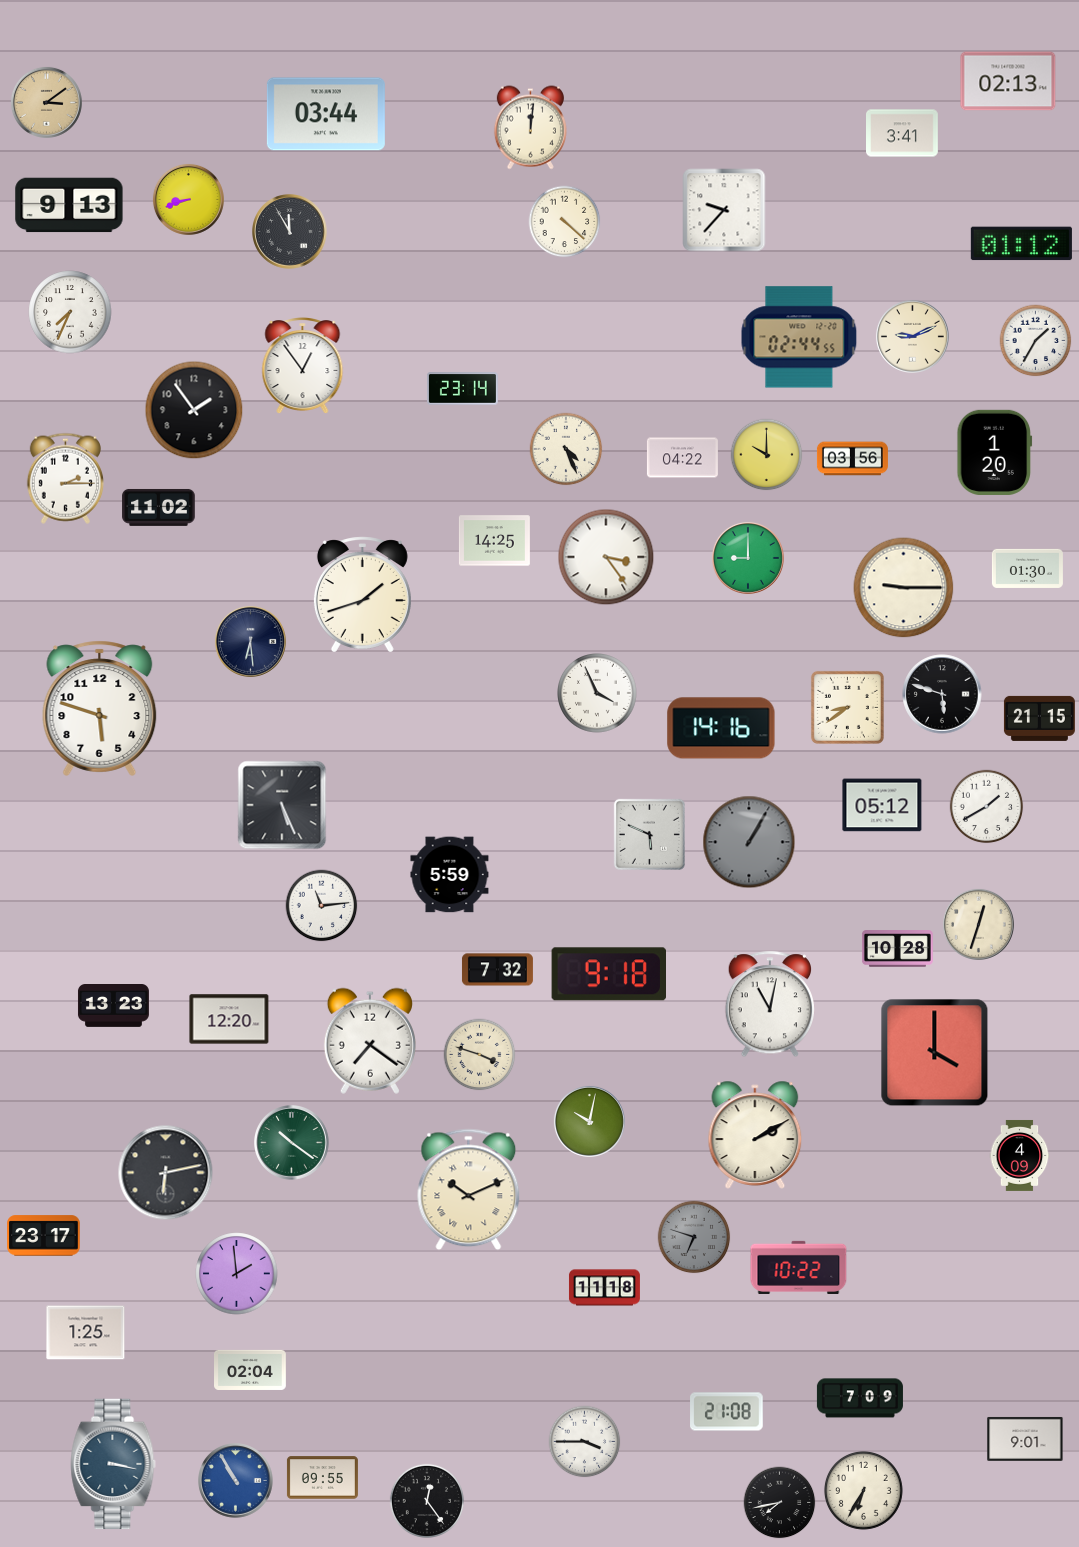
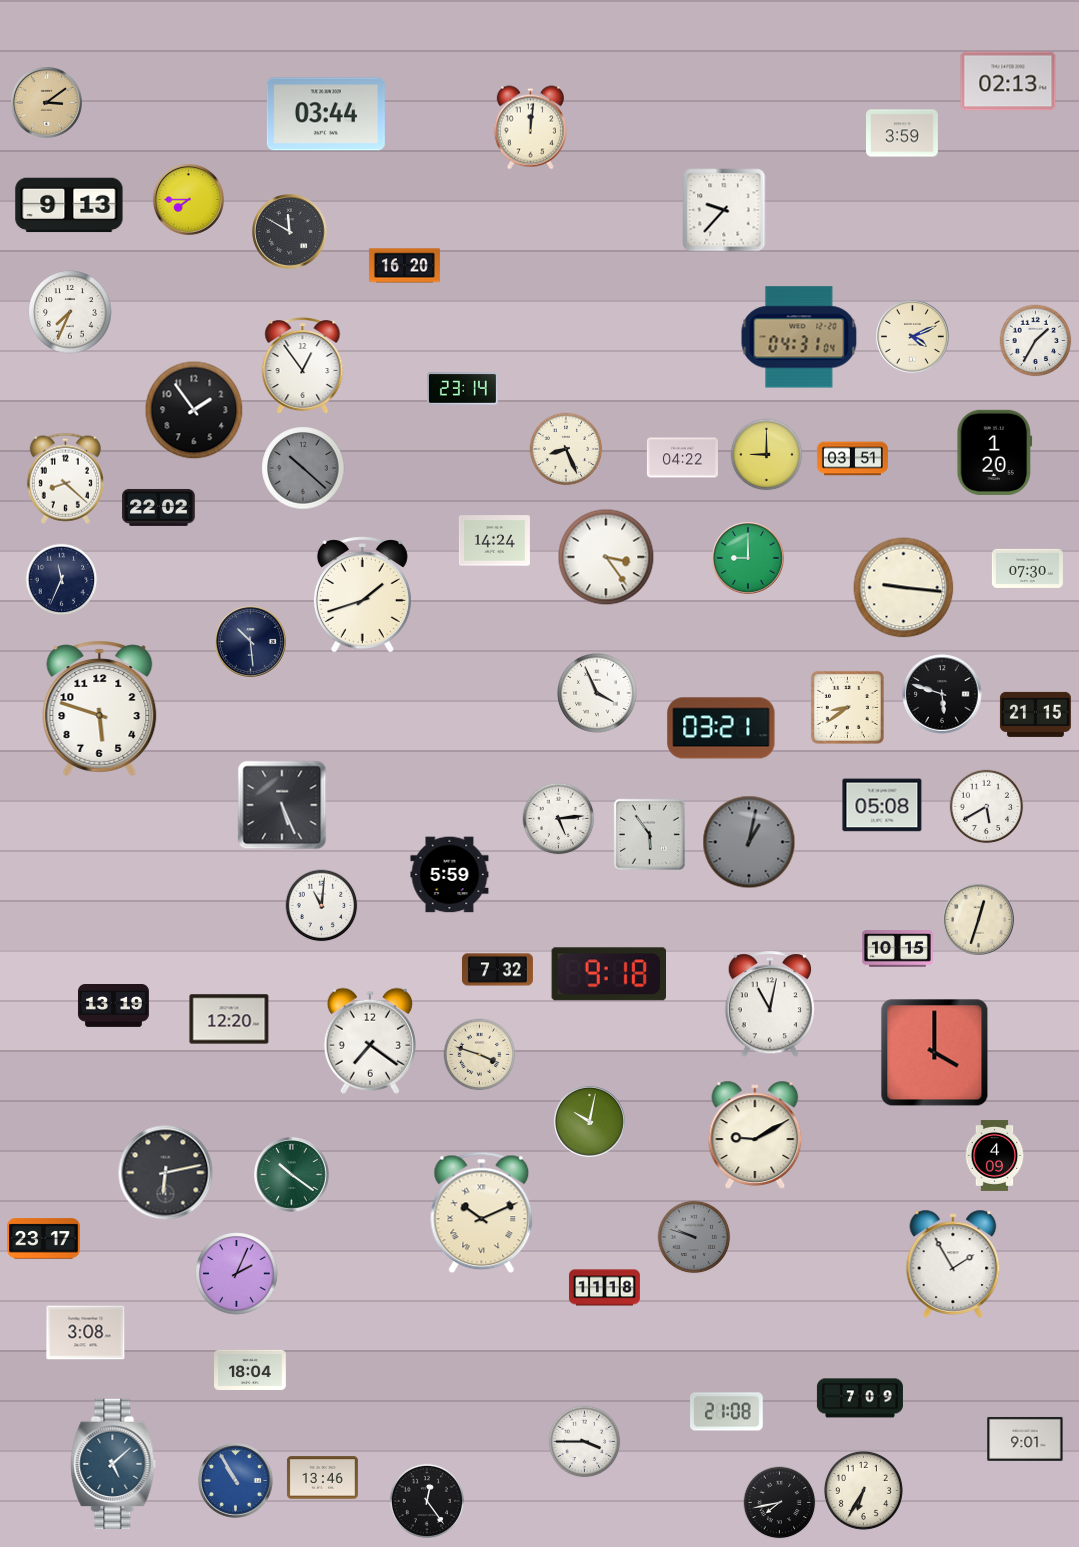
clock at (903, 133): 3:41 -> 3:59
clock at (188, 199): 8:42 -> 7:45
clock at (565, 222): 4:22 -> none
clock at (290, 232): 11:55 -> 11:50
clock at (1021, 244): 01:12 -> none
clock at (404, 266): none -> 16:20
clock at (912, 336): 9:11 -> 4:11
clock at (799, 337): 02:44 -> 04:31
clock at (566, 449): 4:26 -> 8:26
clock at (767, 455): 10:00 -> 9:00
clock at (852, 459): 03:56 -> 03:51
clock at (303, 468): none -> 10:22
clock at (65, 478): 2:15 -> 8:22
clock at (159, 507): 11:02 -> 22:02
clock at (494, 541): 14:25 -> 14:24
clock at (1027, 568): 01:30 -> 07:30
clock at (62, 580): none -> 11:34
clock at (904, 588): 9:15 -> 9:16
clock at (250, 641): 6:29 -> 10:29
clock at (1039, 718) position: (1039, 718) -> (1035, 714)
clock at (721, 728): 14:16 -> 03:21
clock at (882, 805): 05:12 -> 05:08
clock at (987, 807): 1:40 -> 5:40
clock at (559, 819): none -> 5:14
clock at (649, 834): 5:49 -> 5:54
clock at (749, 842): 1:05 -> 1:02
clock at (322, 906): 11:14 -> 11:01
clock at (978, 924) position: (978, 924) -> (978, 919)
clock at (897, 949): 10:28 -> 10:15
clock at (113, 1006): 13:23 -> 13:19
clock at (755, 1135): 2:10 -> 9:10
clock at (292, 1143) position: (292, 1143) -> (292, 1175)
clock at (1020, 1155) position: (1020, 1155) -> (995, 1155)
clock at (469, 1190) position: (469, 1190) -> (482, 1213)
clock at (44, 1236) position: (44, 1236) -> (44, 1239)
clock at (694, 1237): 6:48 -> 9:48
clock at (953, 1264): none -> 1:55
clock at (799, 1267): 10:22 -> none
clock at (237, 1274): 1:59 -> 2:04
clock at (86, 1333): 1:25 -> 3:08
clock at (251, 1370): 02:04 -> 18:04
clock at (113, 1464): 3:17 -> 5:08
clock at (322, 1478): 09:55 -> 13:46
